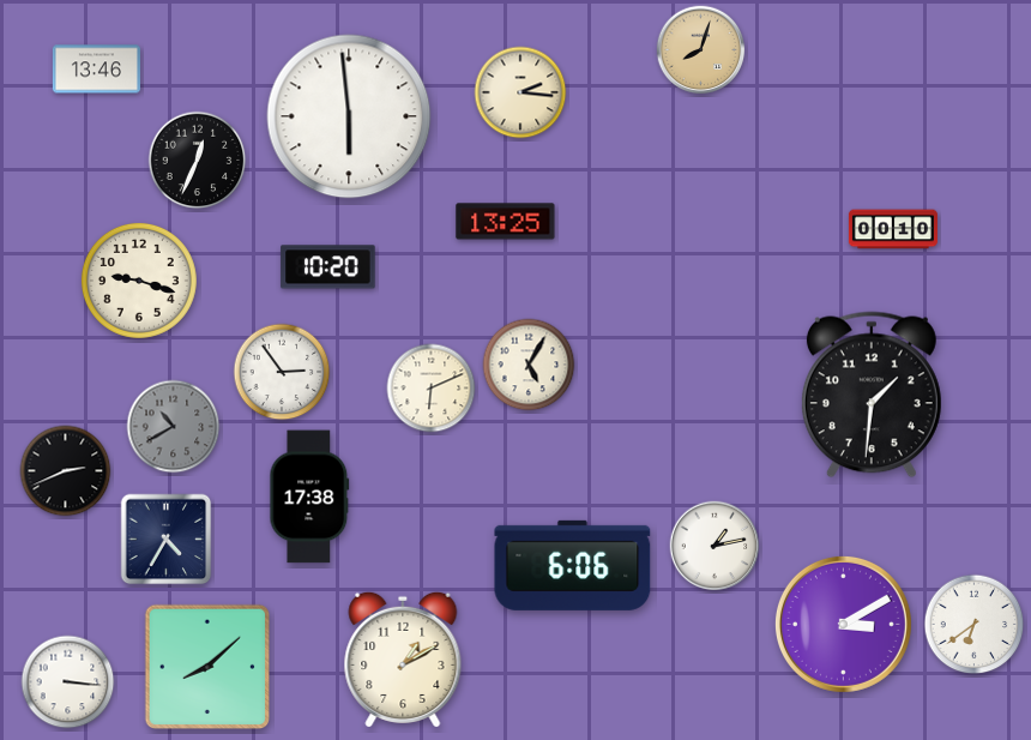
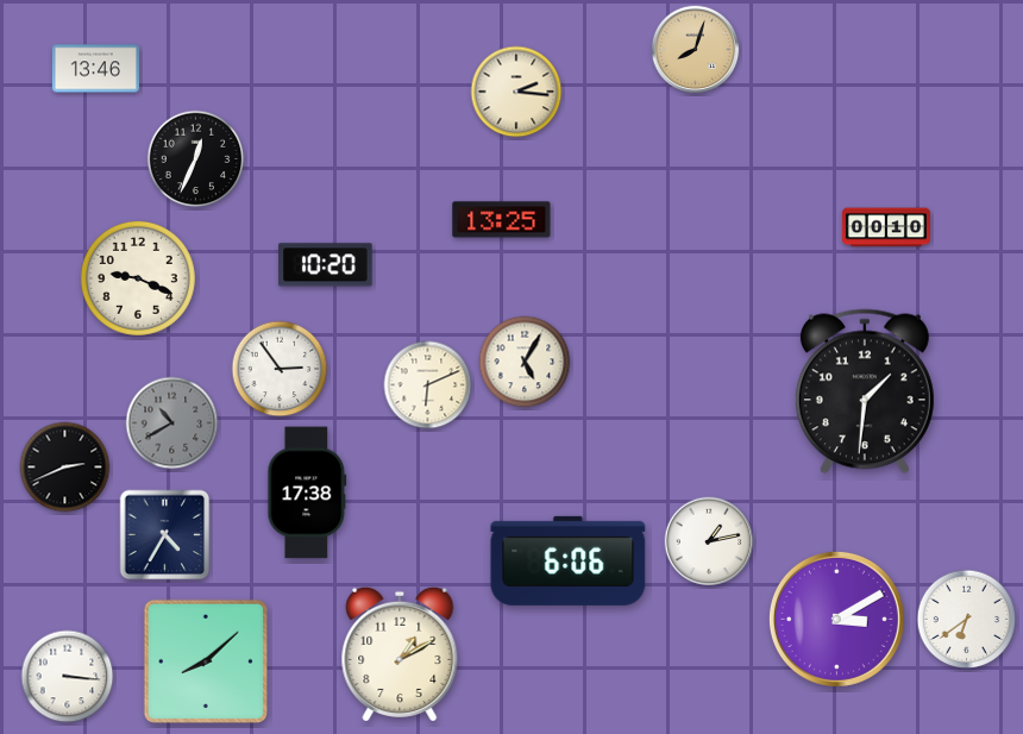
clock at (349, 116): 5:59 -> none
clock at (139, 281): 9:18 -> 9:19
